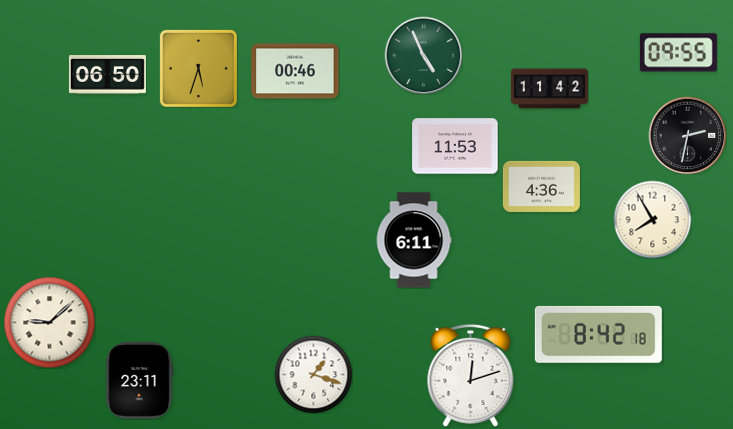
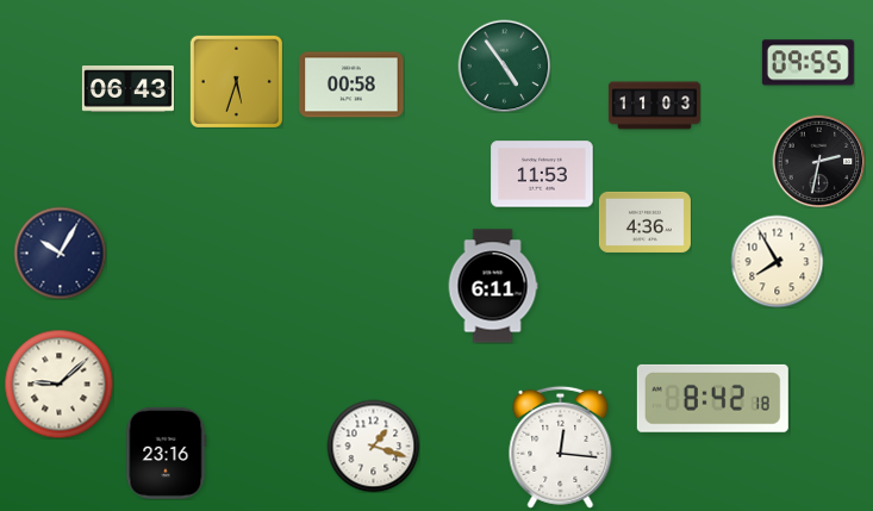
clock at (423, 55): 4:56 -> 4:54
clock at (295, 71): 00:46 -> 00:58
clock at (107, 75): 06:50 -> 06:43
clock at (549, 89): 11:42 -> 11:03
clock at (60, 253): none -> 10:05
clock at (471, 375): 12:12 -> 12:16
clock at (139, 380): 23:11 -> 23:16
